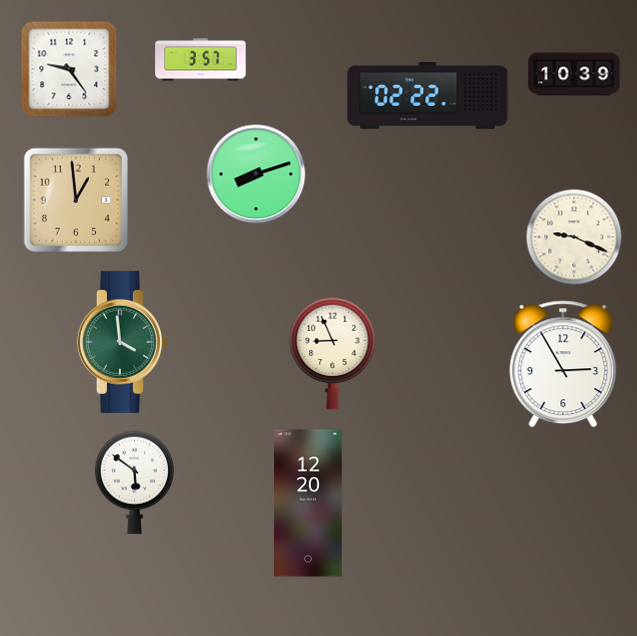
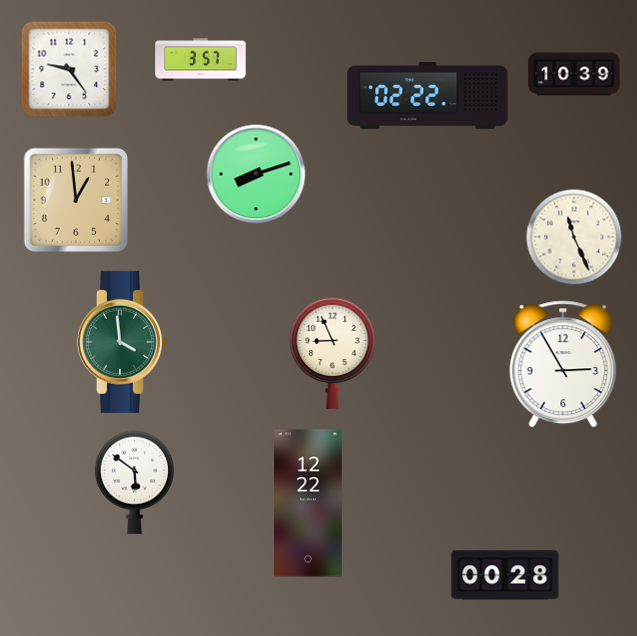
clock at (574, 237): 9:19 -> 11:26
clock at (308, 503): 12:20 -> 12:22
clock at (505, 575): none -> 00:28
